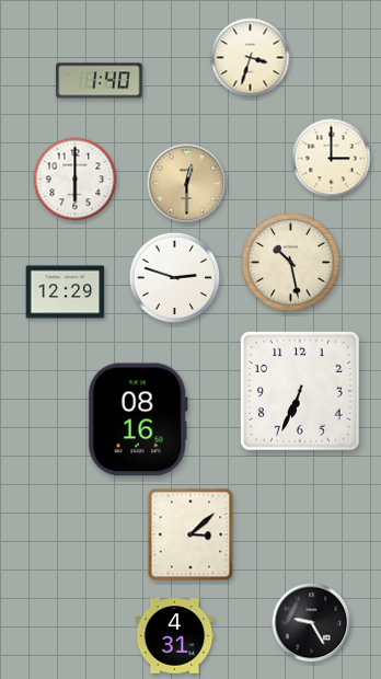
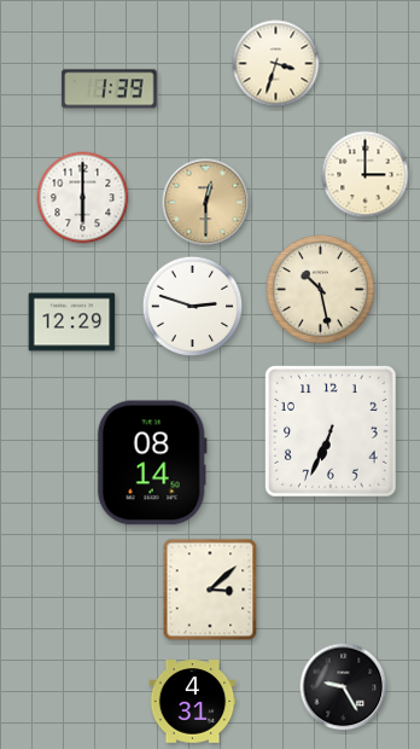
clock at (100, 81): 1:40 -> 1:39
clock at (138, 419): 08:16 -> 08:14
